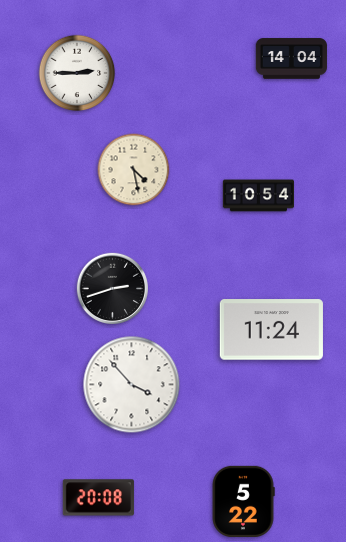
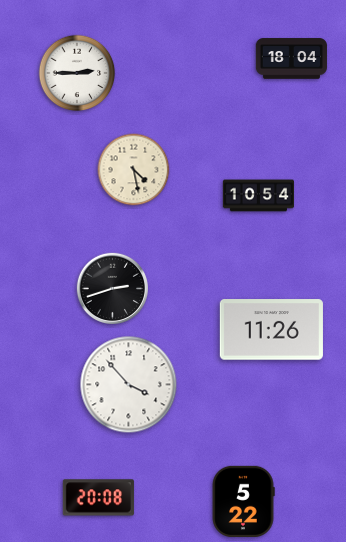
clock at (291, 59): 14:04 -> 18:04
clock at (271, 330): 11:24 -> 11:26
clock at (132, 385) position: (132, 385) -> (129, 385)
